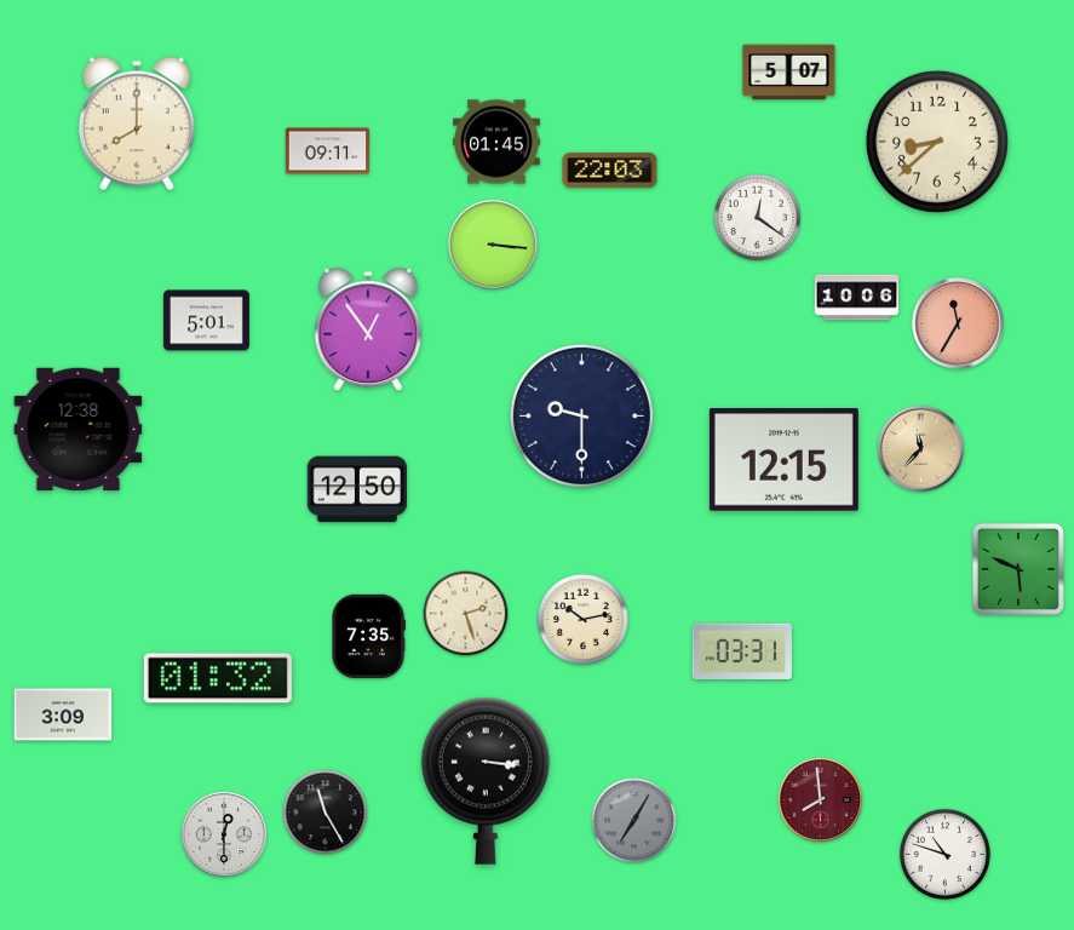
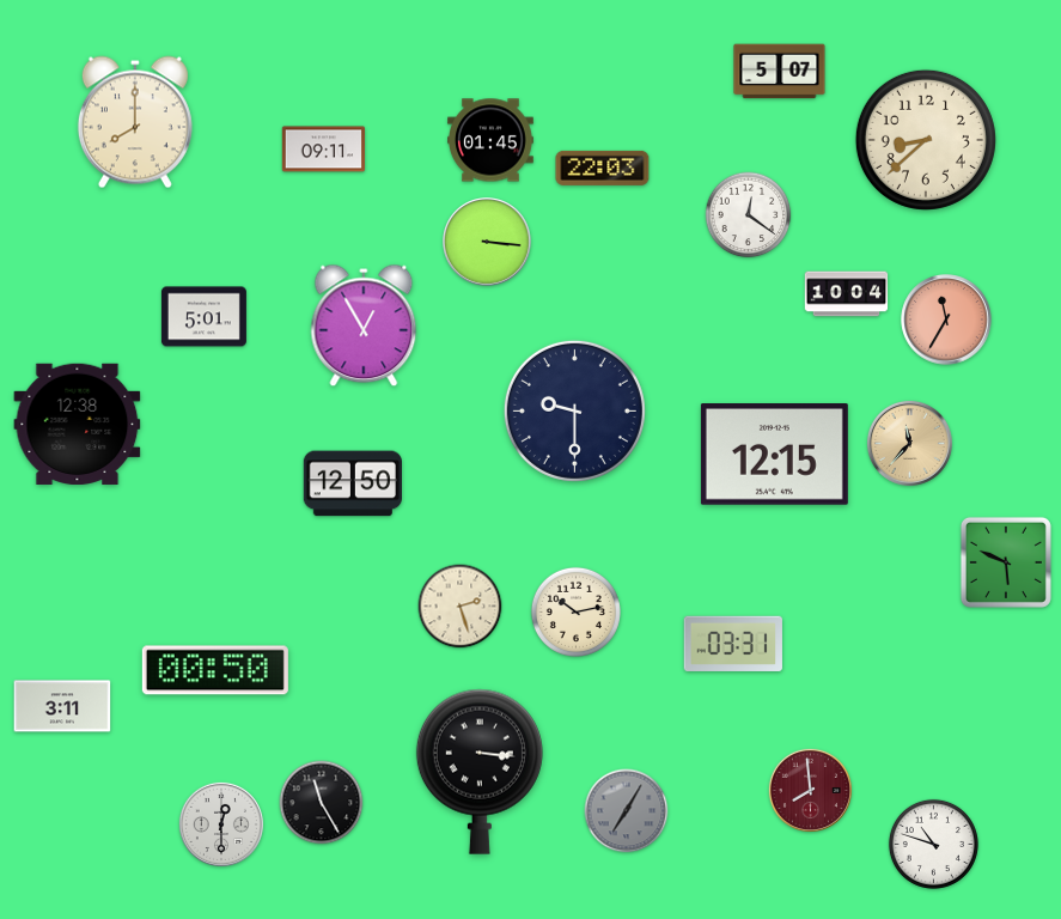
clock at (857, 298): 10:06 -> 10:04
clock at (368, 329): 12:54 -> 12:55
clock at (368, 637): 7:35 -> none
clock at (218, 678): 01:32 -> 00:50
clock at (63, 714): 3:09 -> 3:11
